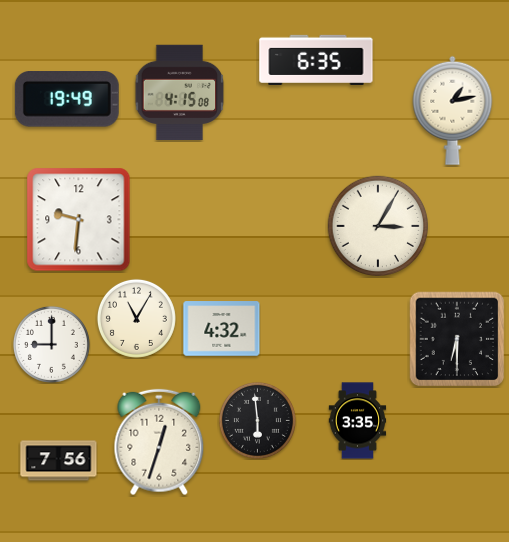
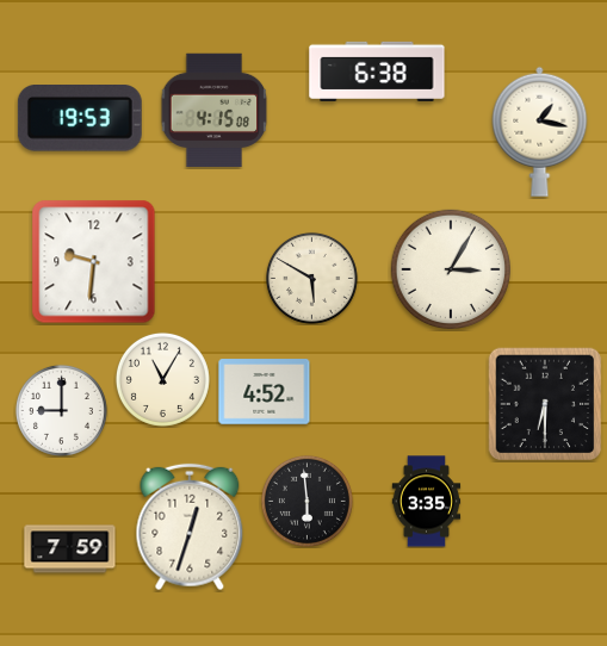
clock at (316, 59): 6:35 -> 6:38
clock at (67, 100): 19:49 -> 19:53
clock at (453, 110): 1:13 -> 1:17
clock at (311, 278): none -> 5:50
clock at (222, 329): 4:32 -> 4:52
clock at (59, 461): 7:56 -> 7:59
